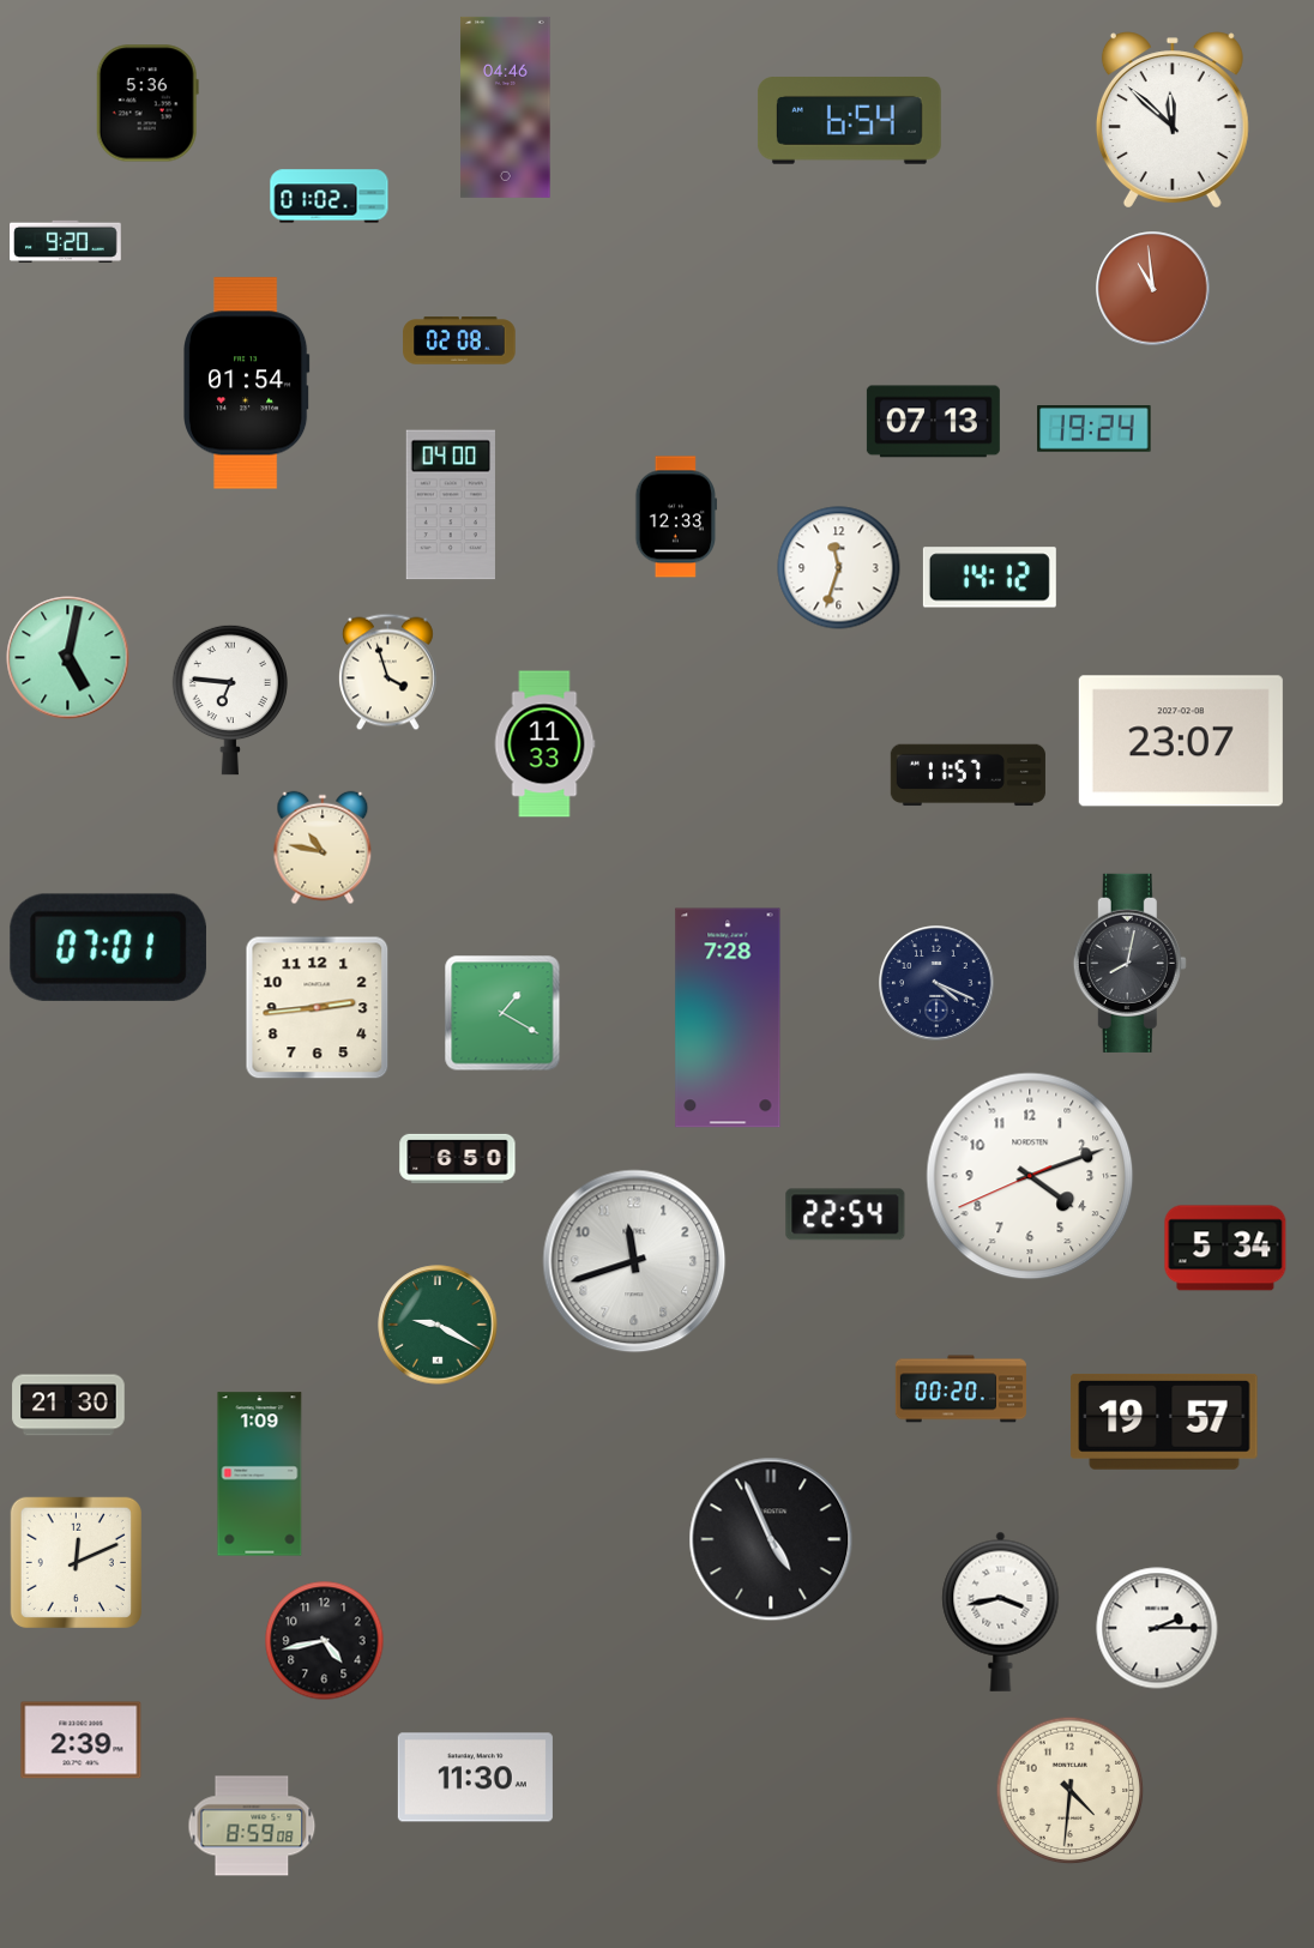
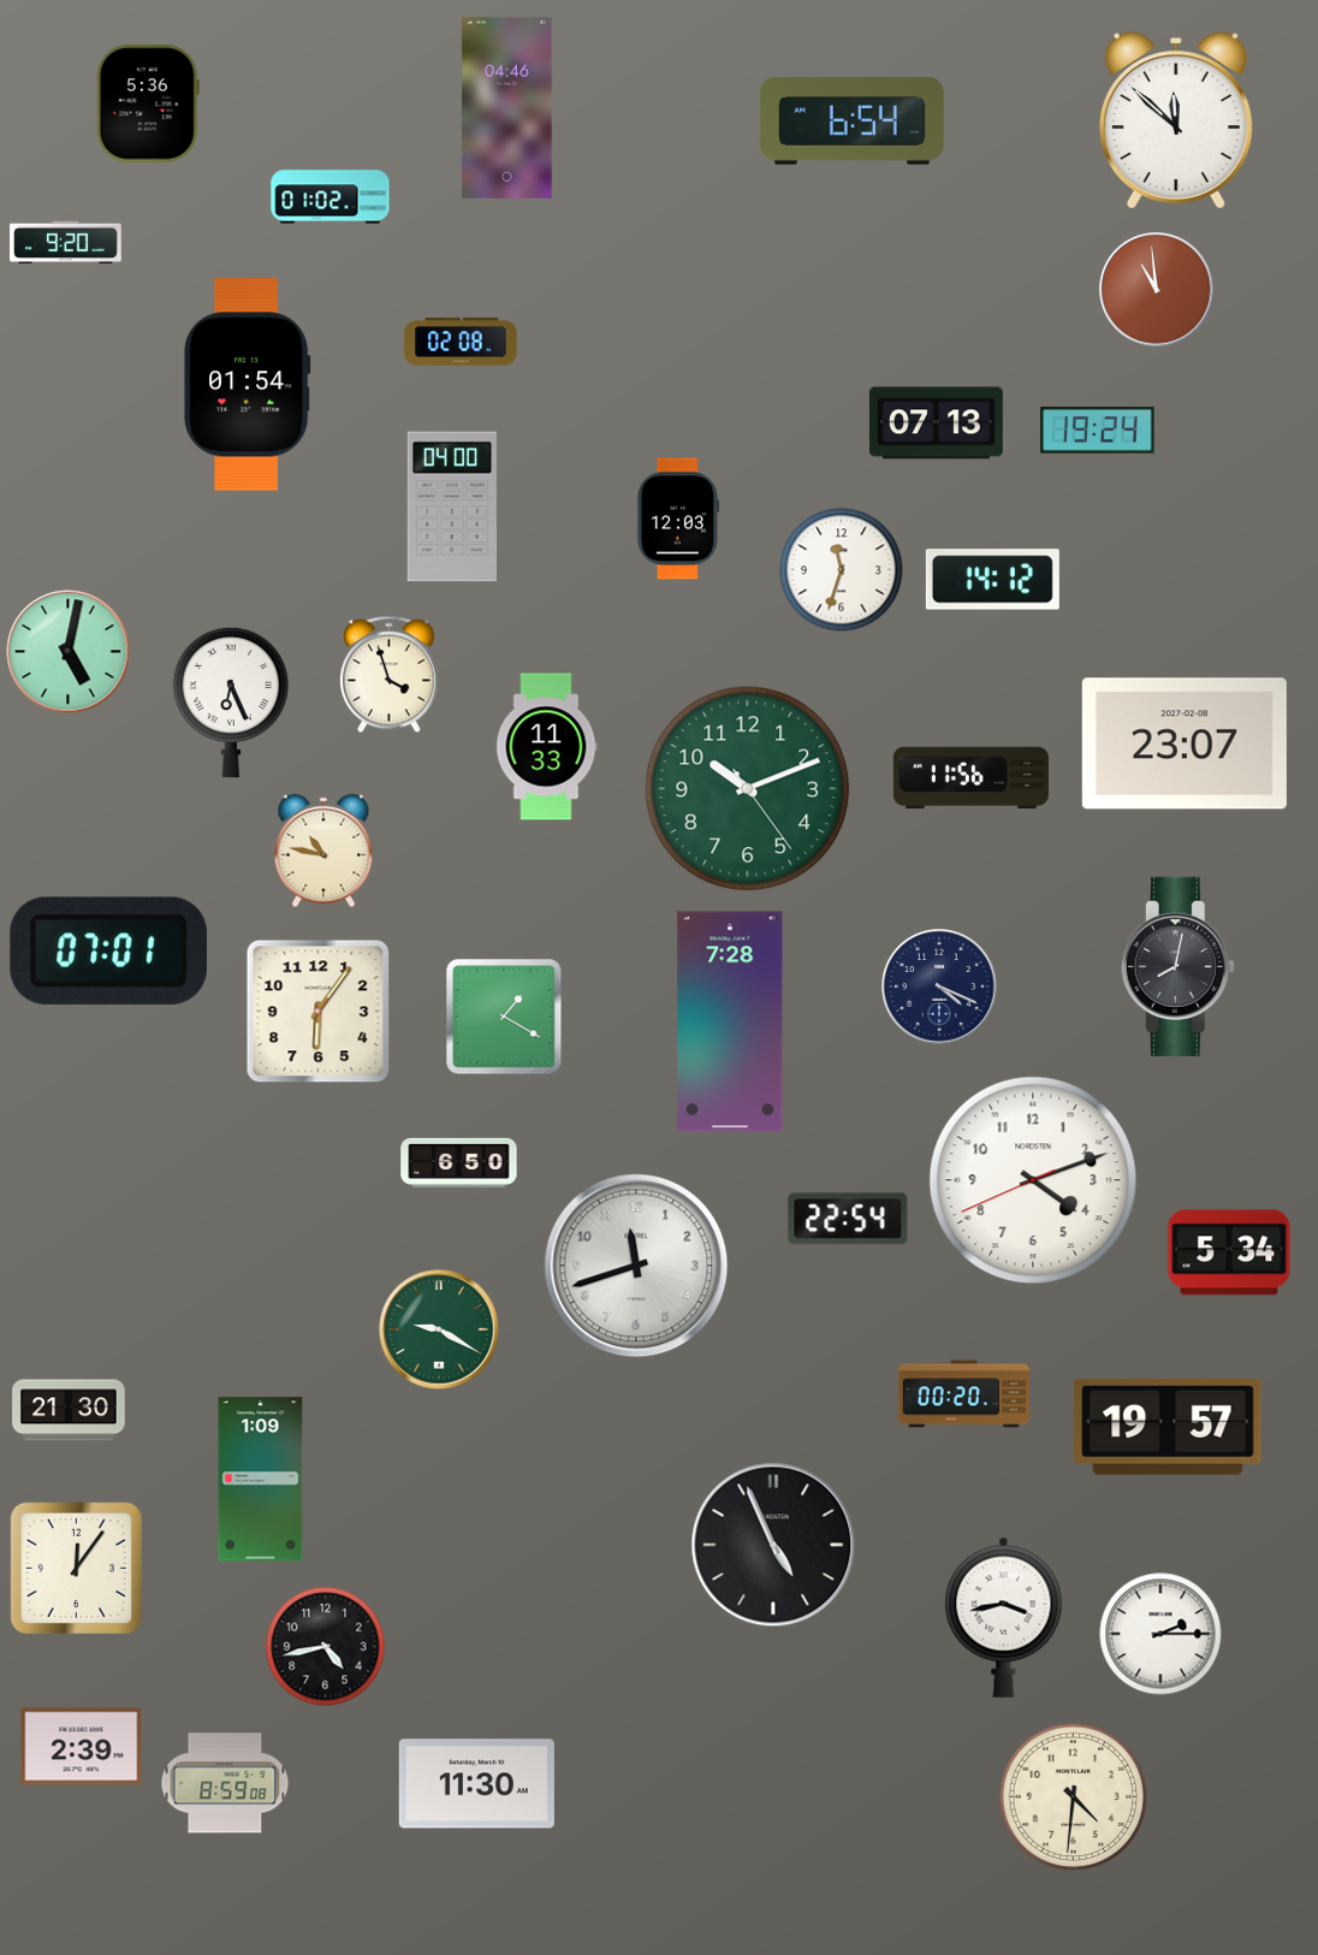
clock at (676, 517): 12:33 -> 12:03
clock at (68, 658) position: (68, 658) -> (69, 652)
clock at (229, 700): 6:46 -> 6:26
clock at (968, 776): 11:57 -> 11:56
clock at (748, 789): none -> 10:11
clock at (1129, 963) position: (1129, 963) -> (1177, 966)
clock at (318, 1008): 2:44 -> 6:06
clock at (76, 1562): 12:11 -> 12:06
clock at (252, 1826) position: (252, 1826) -> (225, 1783)
